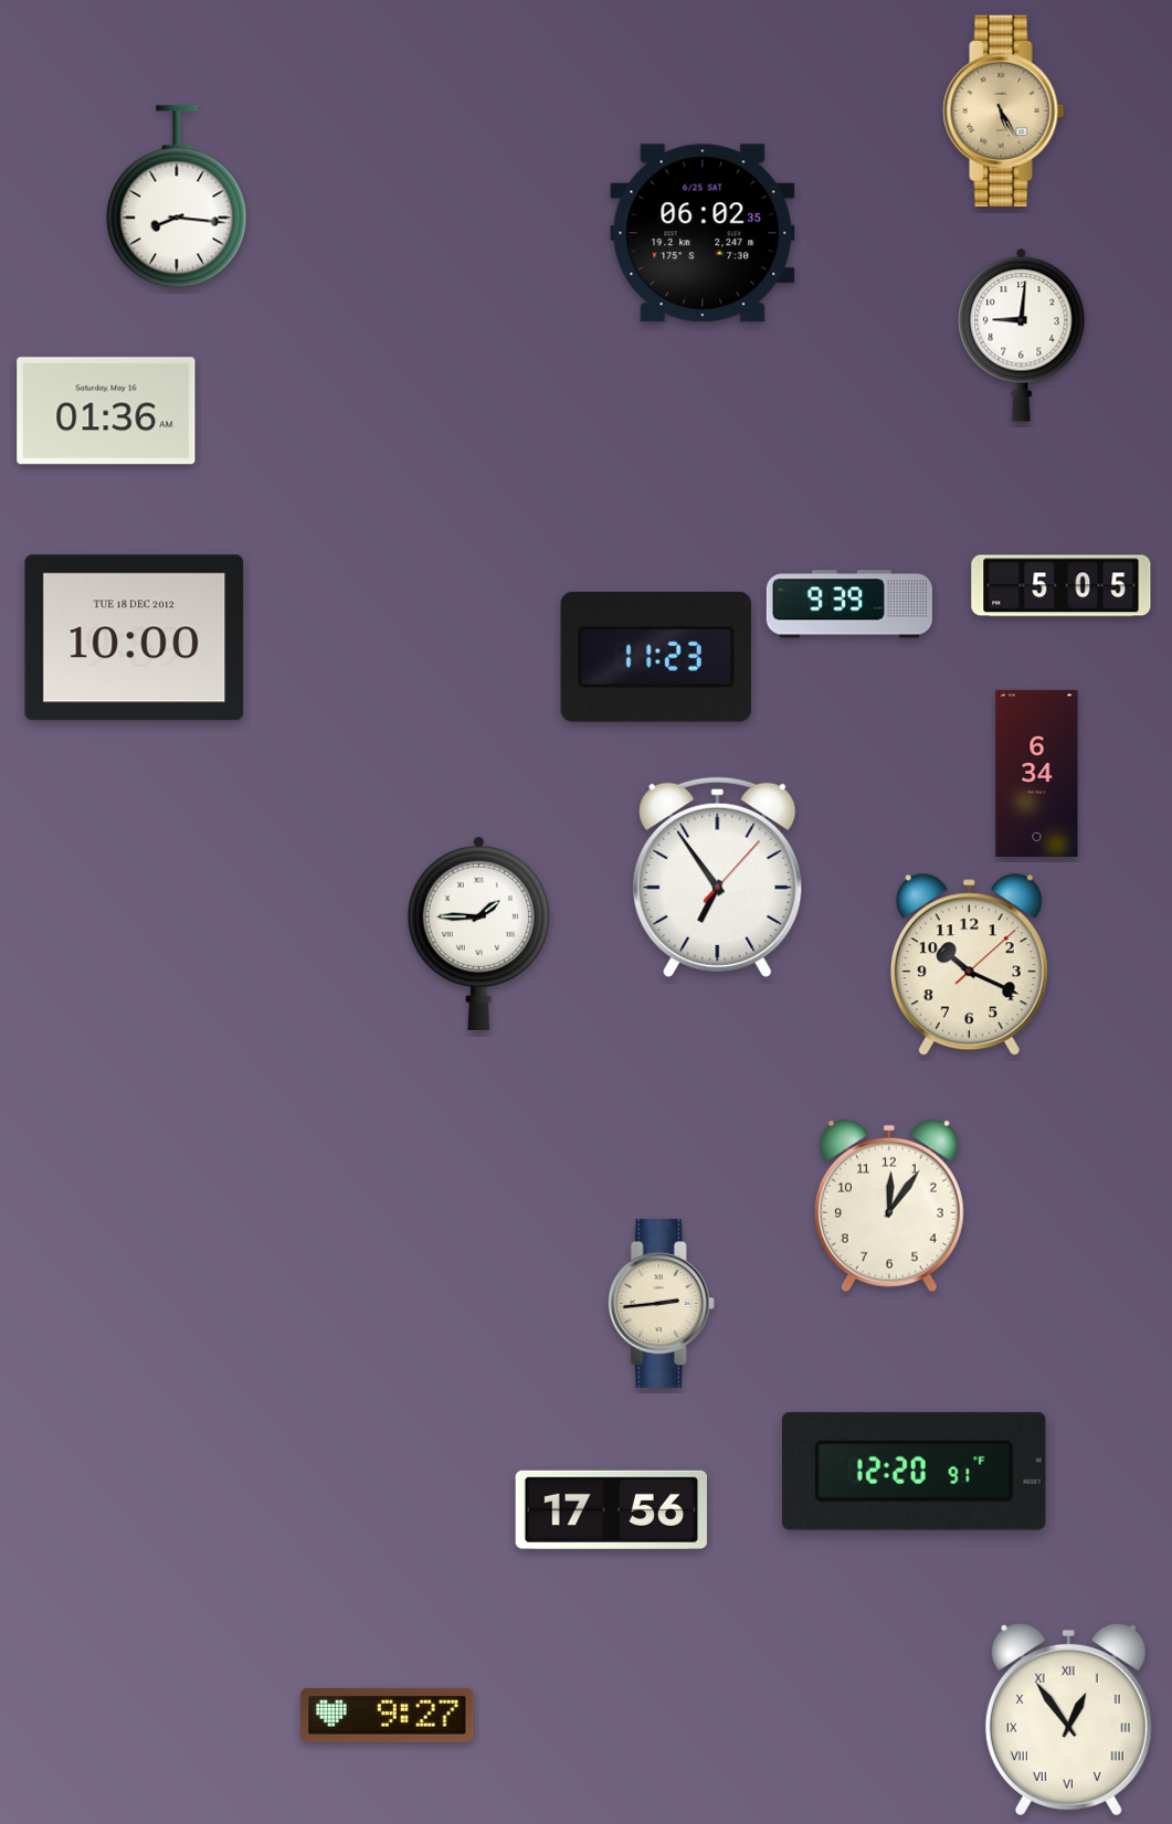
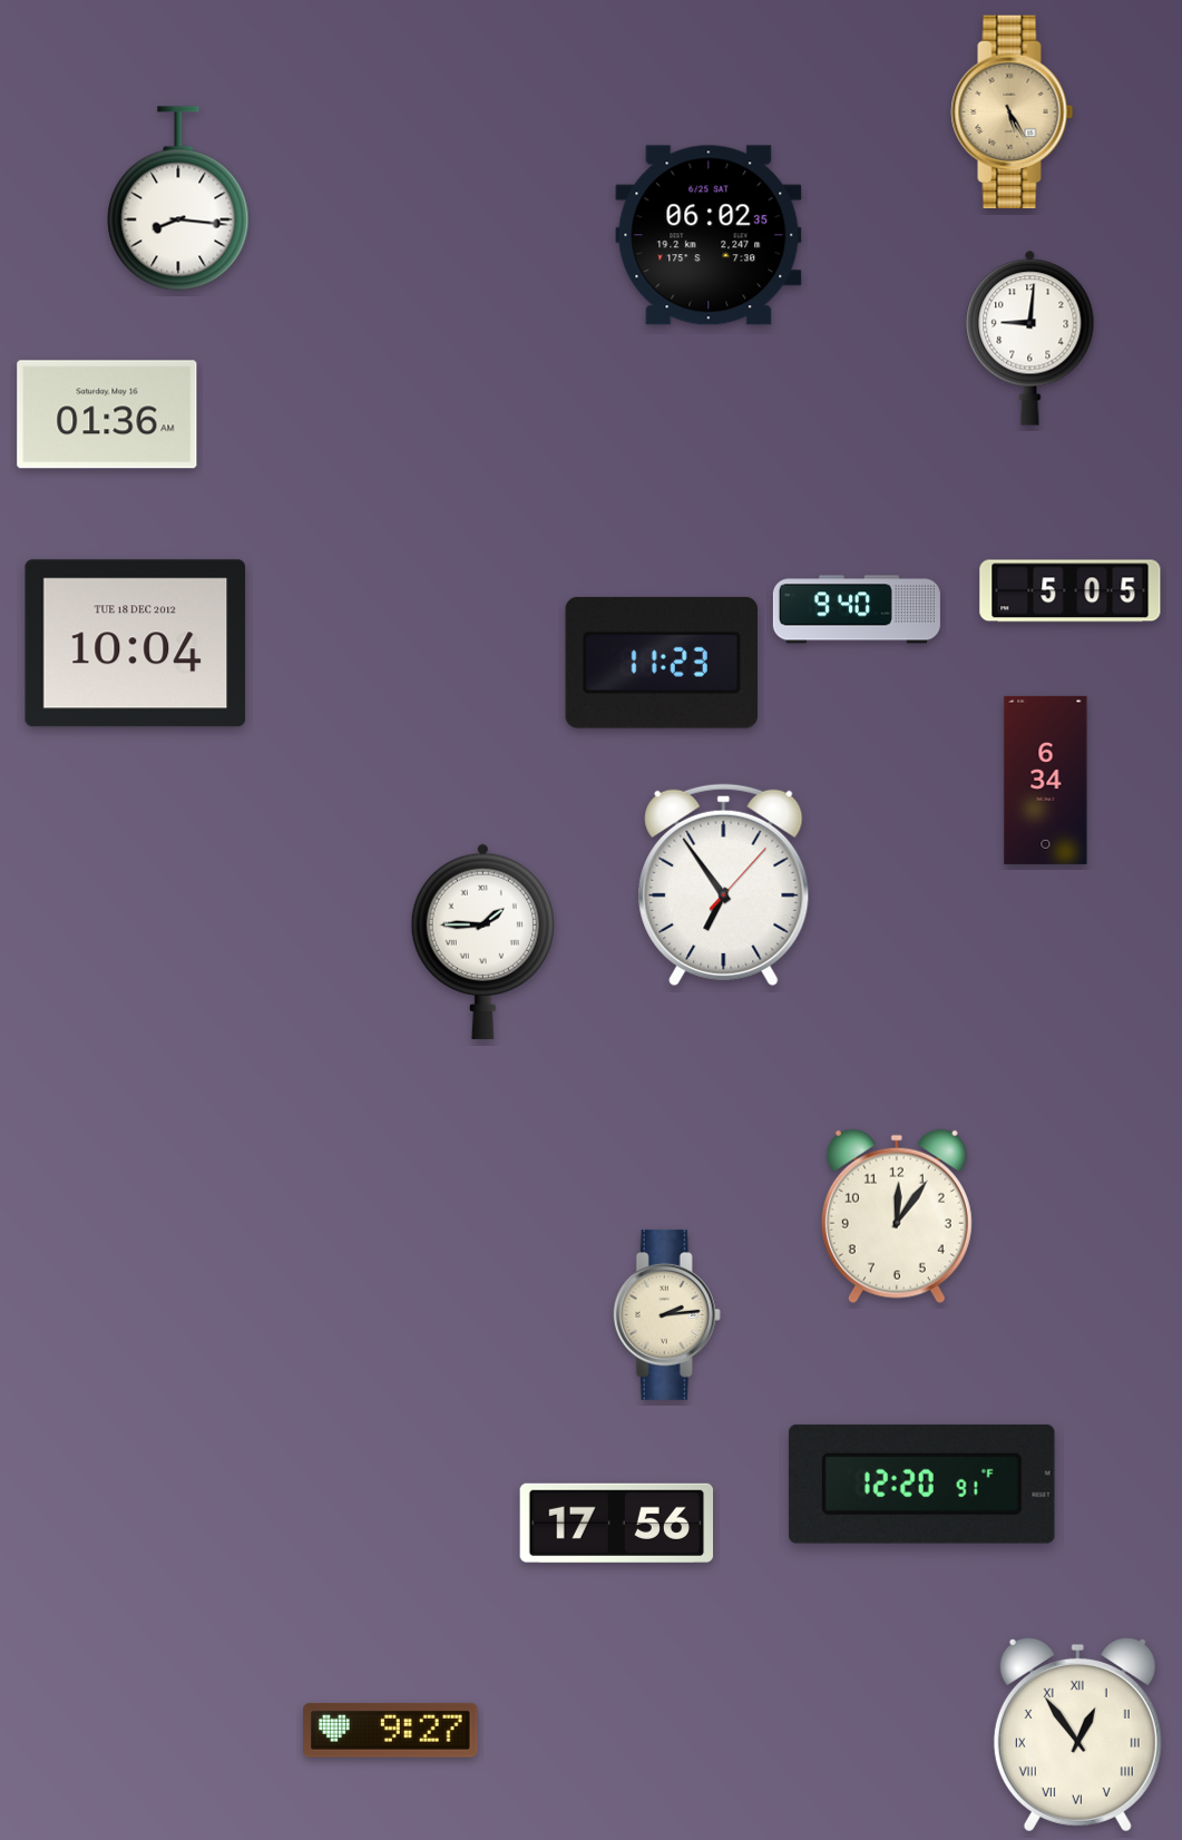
clock at (849, 604): 9:39 -> 9:40
clock at (135, 638): 10:00 -> 10:04
clock at (969, 965): 10:19 -> none
clock at (661, 1303): 2:44 -> 2:14
